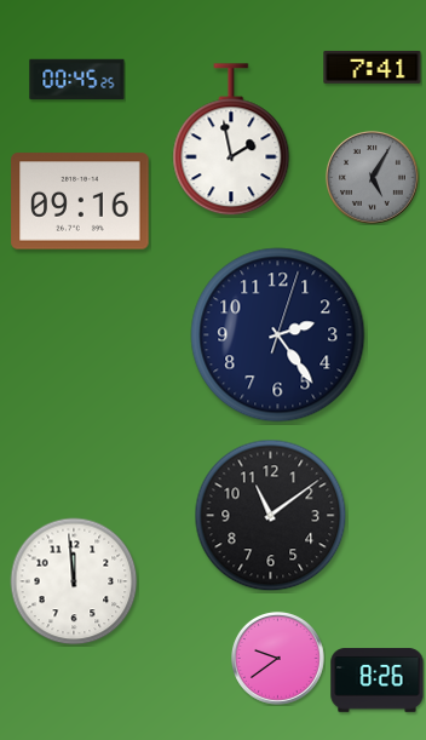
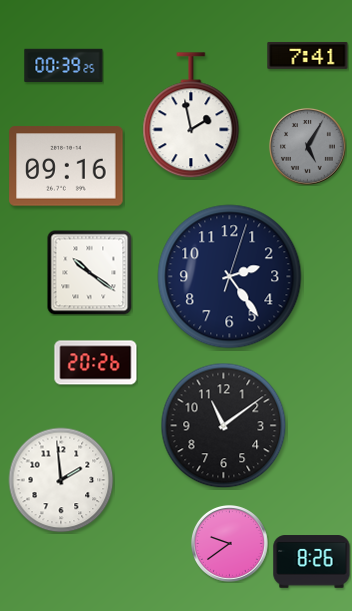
clock at (77, 79): 00:45 -> 00:39
clock at (90, 273): none -> 10:21
clock at (96, 363): none -> 20:26
clock at (74, 581): 11:59 -> 1:59
